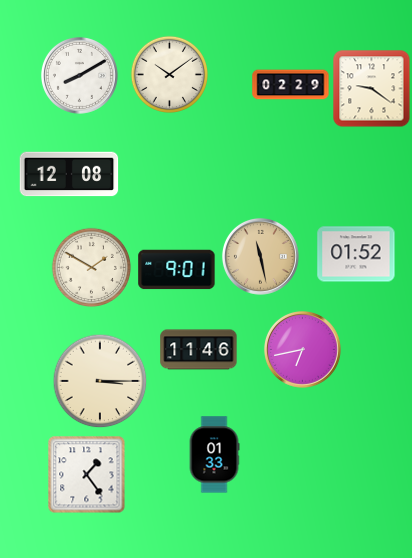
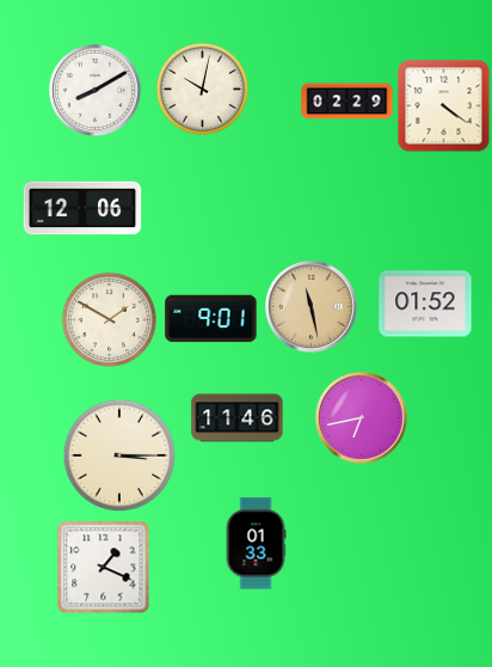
clock at (169, 74): 10:09 -> 10:02
clock at (371, 88): 9:21 -> 4:21
clock at (69, 174): 12:08 -> 12:06
clock at (177, 270) position: (177, 270) -> (211, 319)
clock at (86, 474): 1:24 -> 1:19
